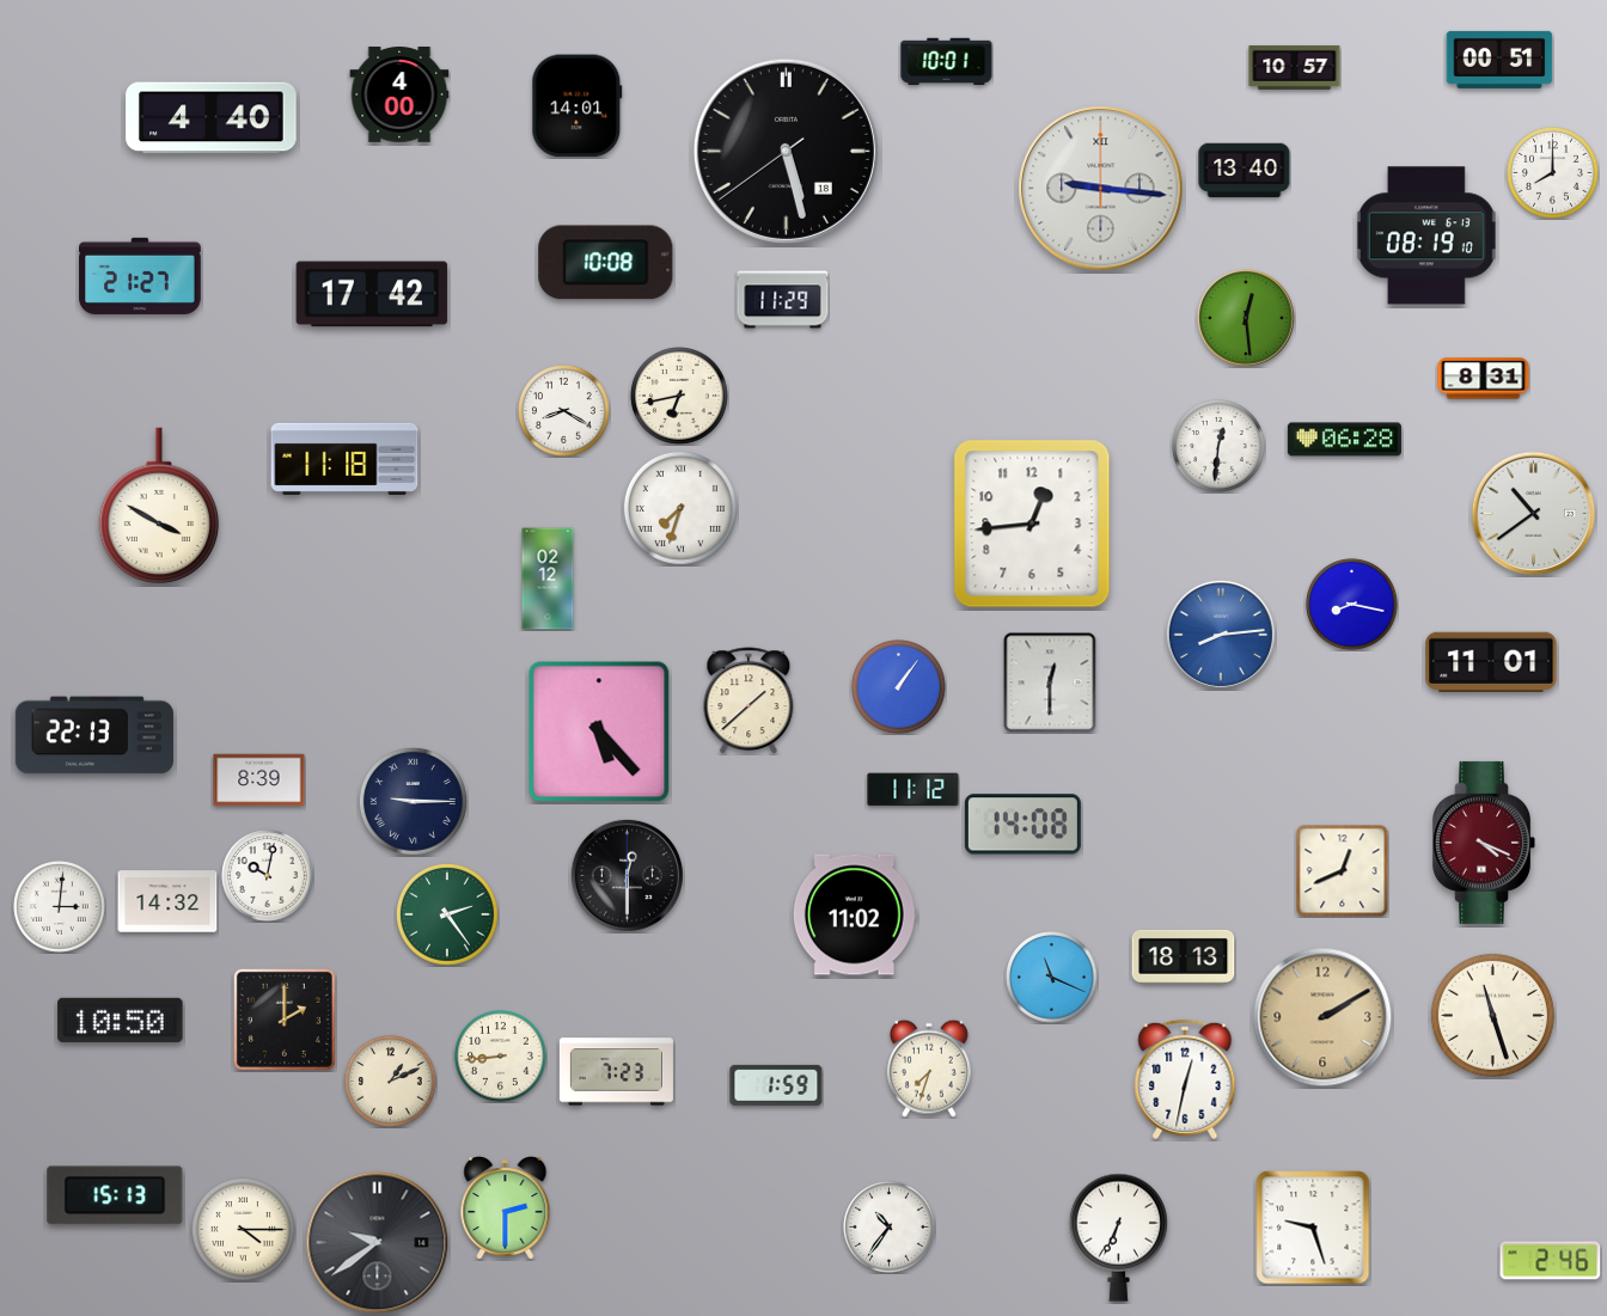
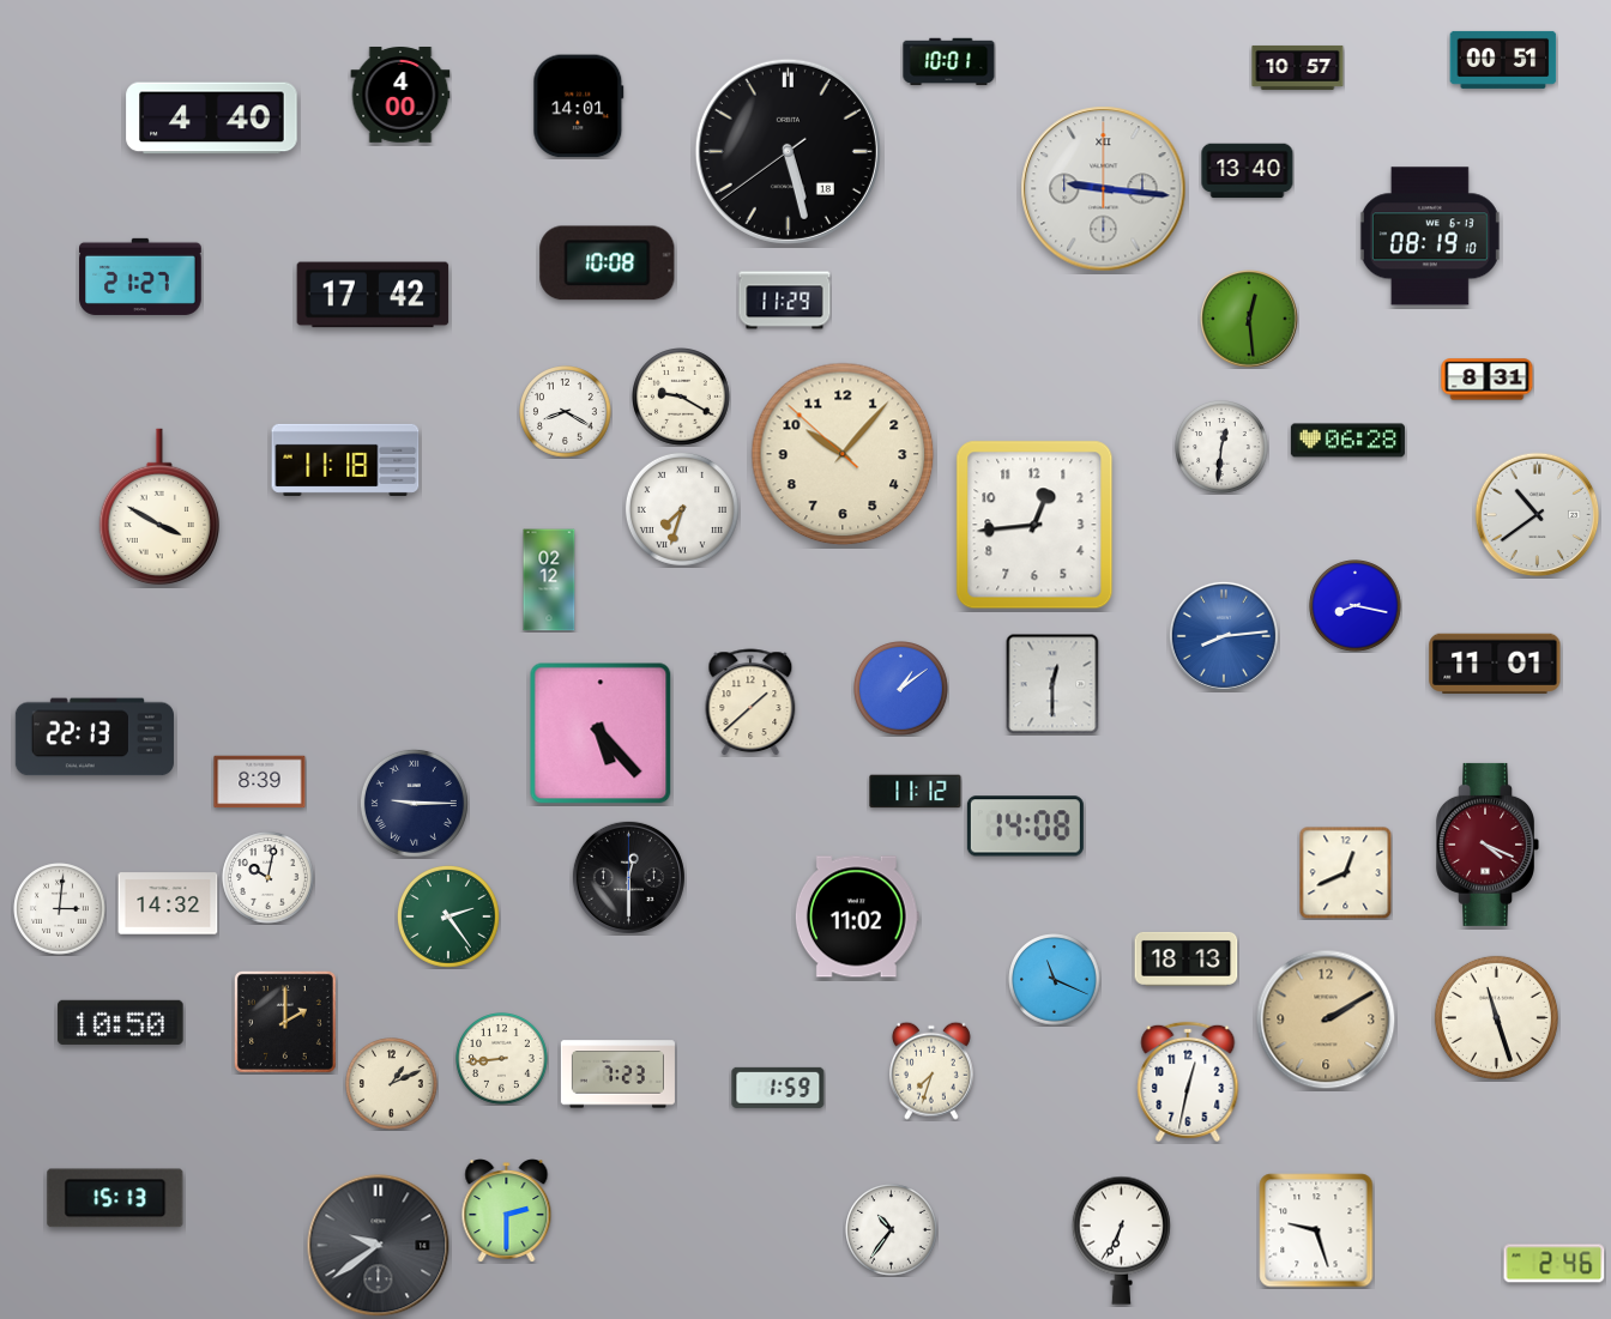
clock at (1553, 173): 8:00 -> none
clock at (680, 397): 6:43 -> 9:20
clock at (843, 454): none -> 10:06
clock at (899, 687): 1:06 -> 1:09
clock at (243, 1229): 4:15 -> none
